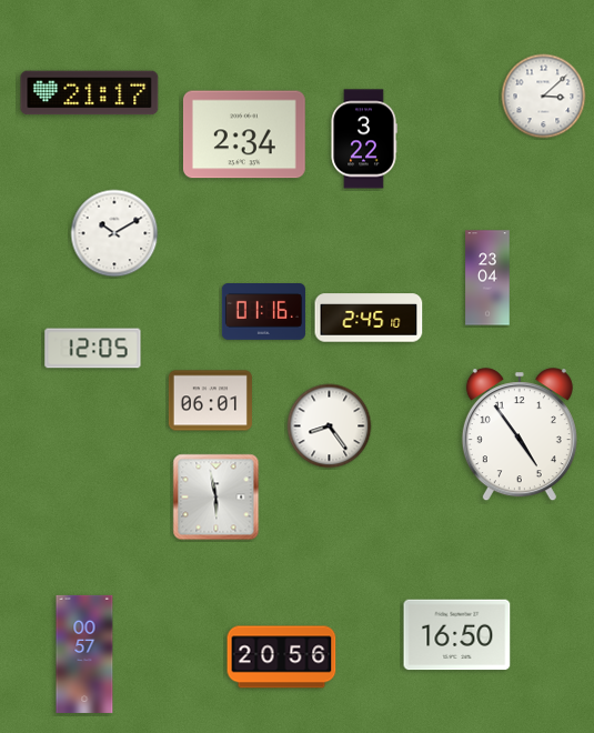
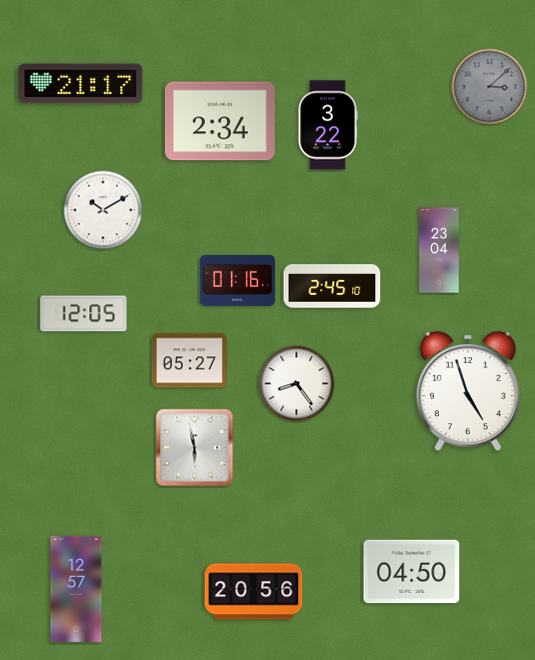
clock at (544, 97) dial: white -> grey
clock at (210, 401): 06:01 -> 05:27
clock at (520, 435): 4:54 -> 4:57
clock at (457, 635): 16:50 -> 04:50
clock at (84, 654): 00:57 -> 12:57
